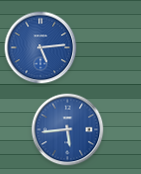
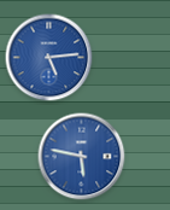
clock at (68, 130): 5:44 -> 5:47
